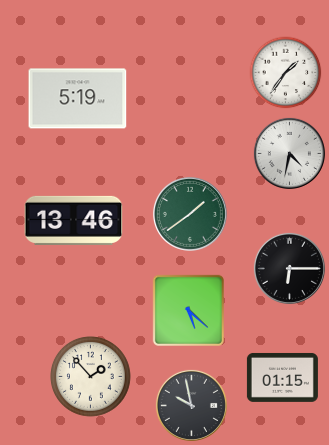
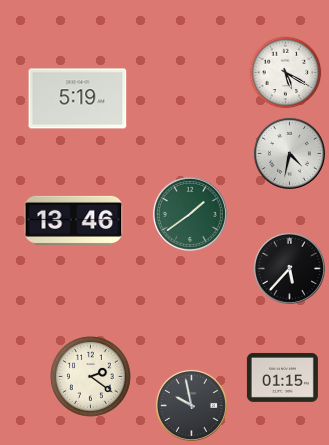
clock at (286, 73): 1:36 -> 5:20
clock at (289, 268): 6:15 -> 5:37
clock at (188, 310): 5:22 -> none
clock at (91, 377): 1:53 -> 2:21
